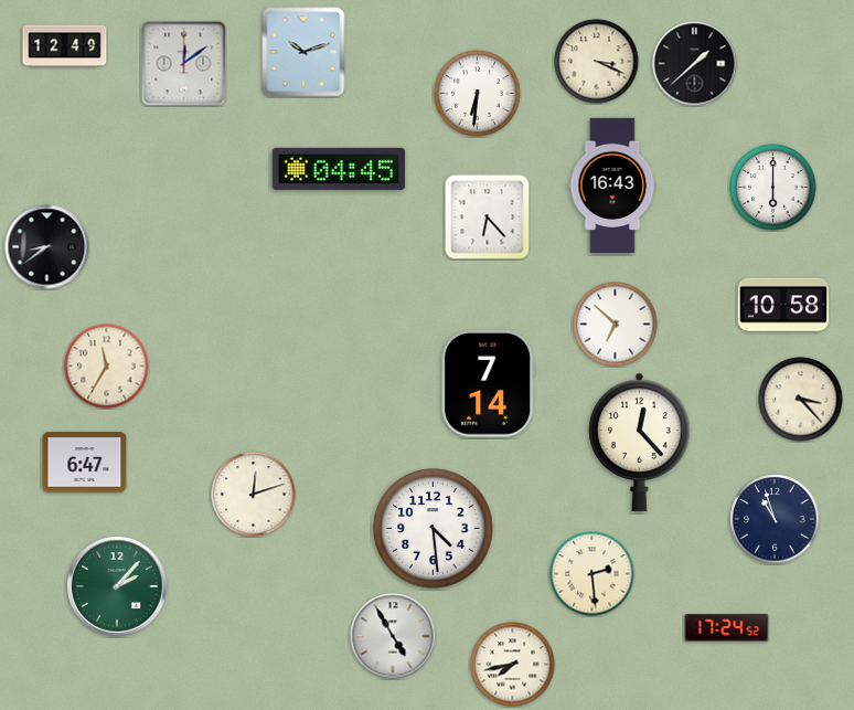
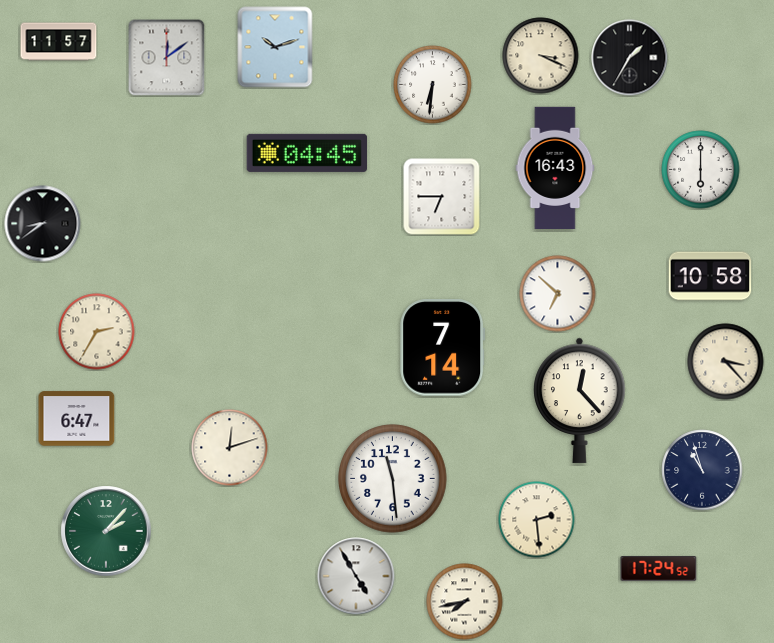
clock at (65, 46): 12:49 -> 11:57
clock at (695, 64): 1:38 -> 1:35
clock at (488, 218): 6:23 -> 6:45
clock at (107, 367): 11:35 -> 2:35
clock at (434, 529): 4:29 -> 11:29
